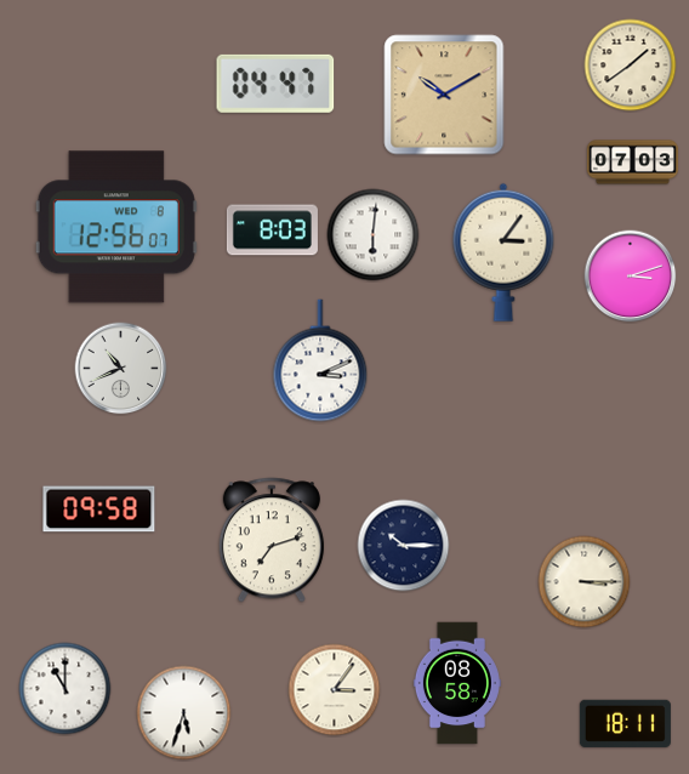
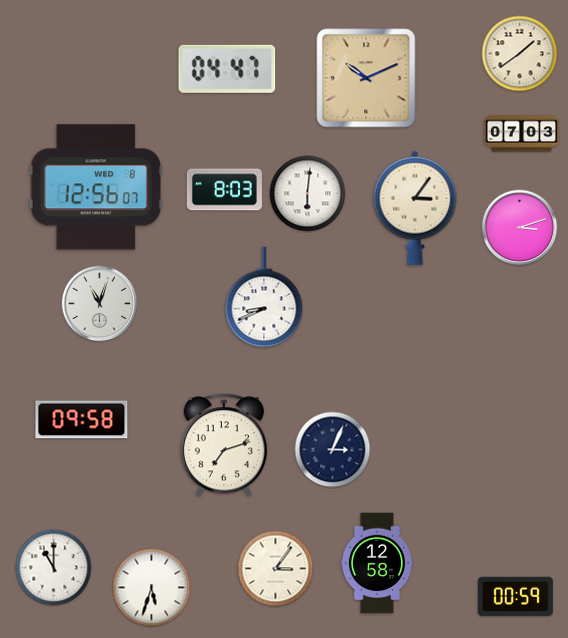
clock at (444, 95): 10:10 -> 10:11
clock at (320, 360): 3:11 -> 8:41
clock at (121, 369): 10:41 -> 11:03
clock at (404, 546): 10:15 -> 3:04
clock at (585, 582): 3:15 -> none
clock at (457, 683): 08:58 -> 12:58
clock at (625, 723): 18:11 -> 00:59
